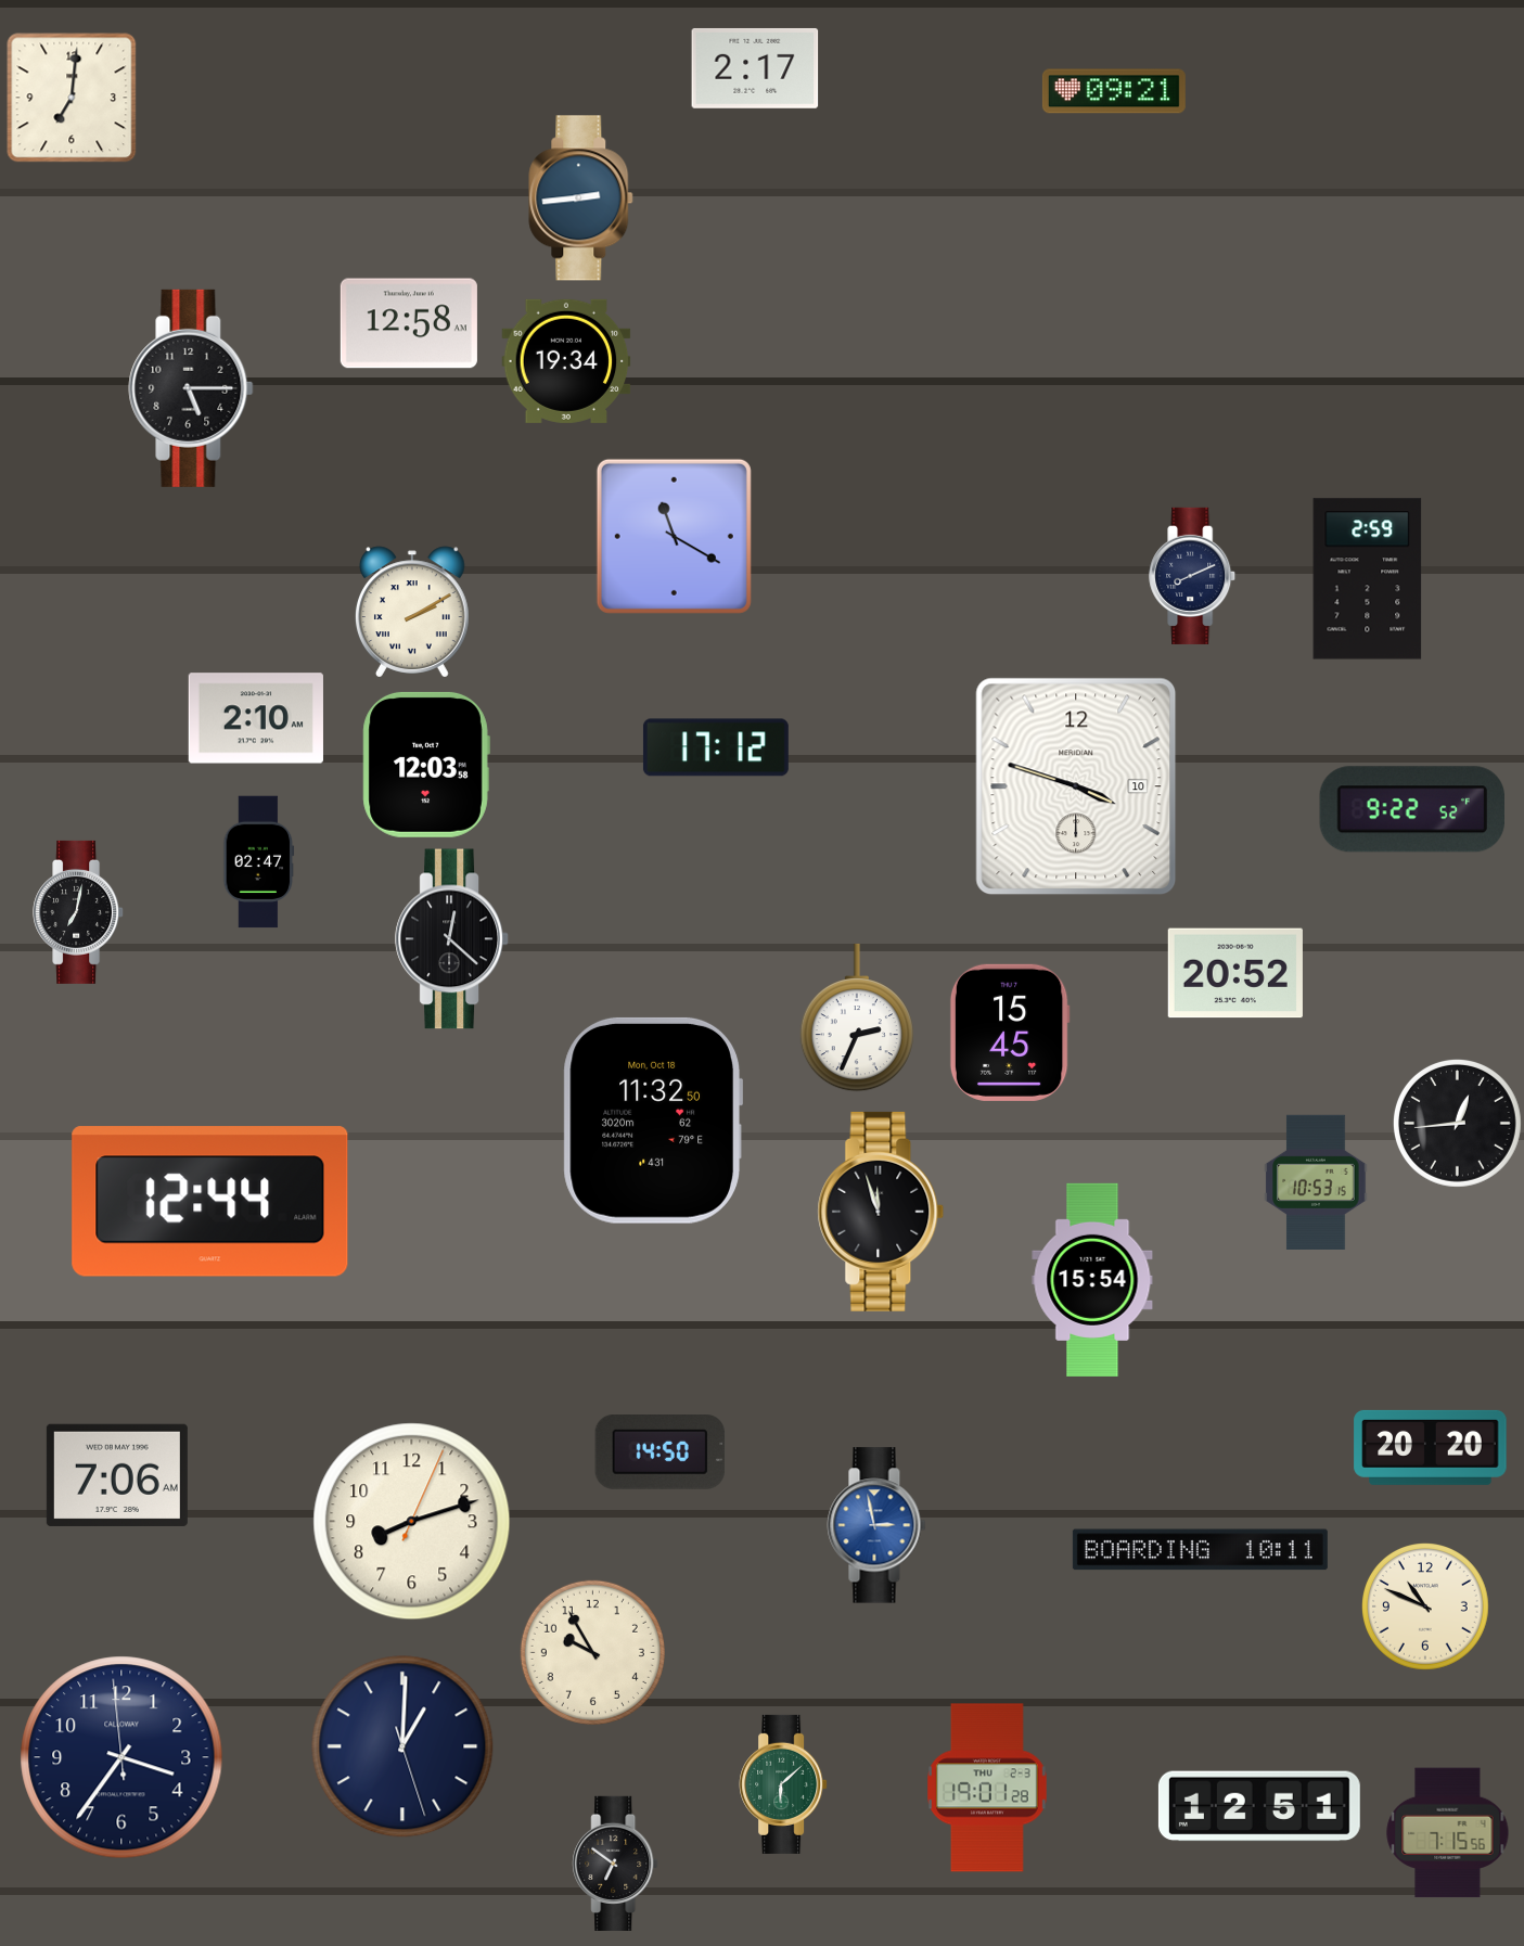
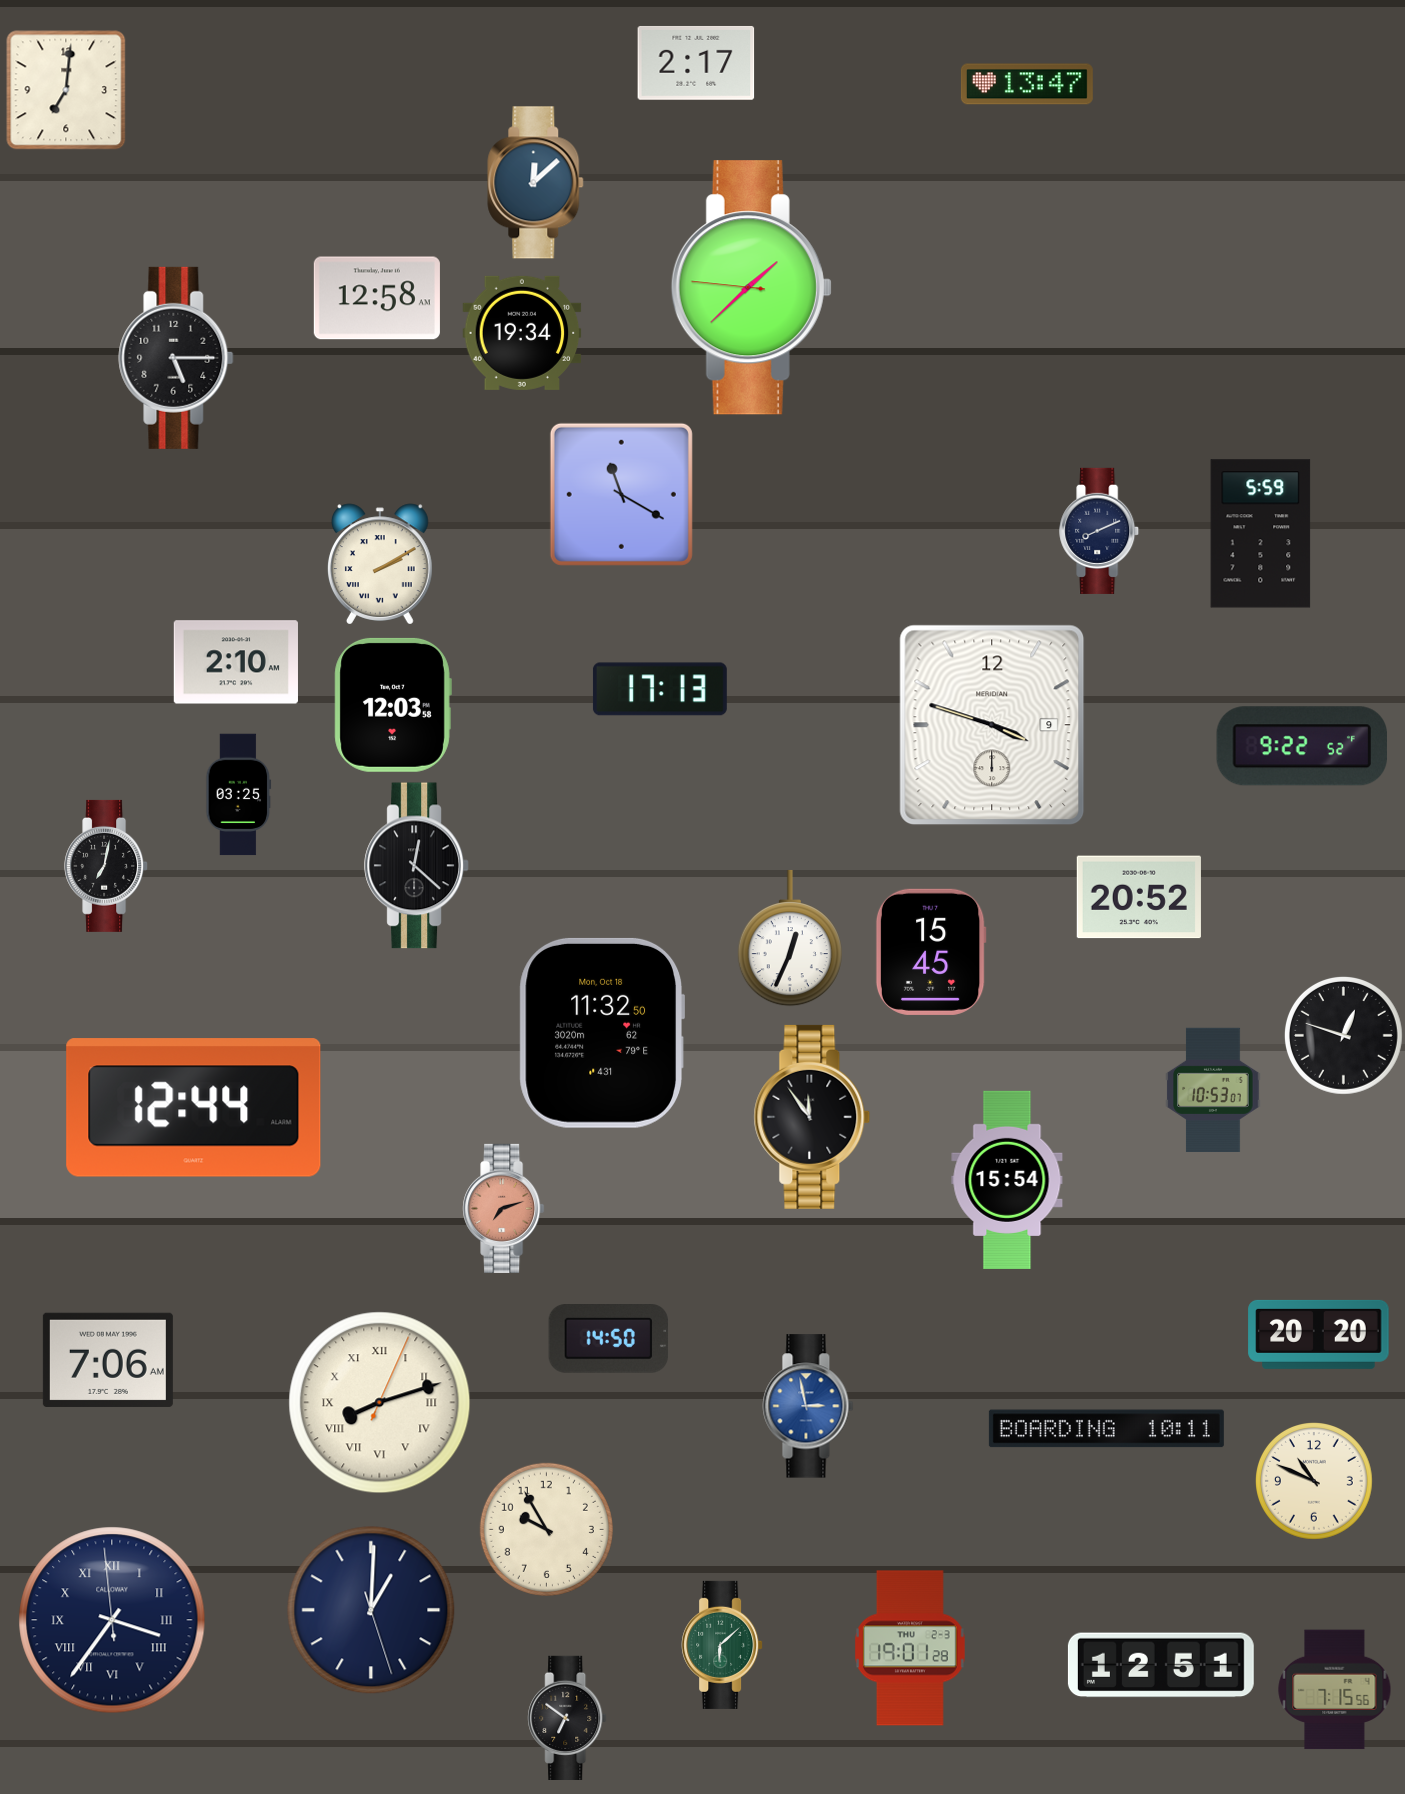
clock at (1114, 91): 09:21 -> 13:47
clock at (581, 199): 2:44 -> 12:08
clock at (751, 288): none -> 1:37
clock at (1368, 579): 2:59 -> 5:59
clock at (716, 747): 17:12 -> 17:13
clock at (1076, 786) date: 10 -> 9
clock at (259, 862): 02:47 -> 03:25
clock at (79, 912) position: (79, 912) -> (107, 866)
clock at (857, 1017): 2:34 -> 12:34
clock at (1457, 1123): 12:44 -> 12:48
clock at (1316, 1181): 10:53:15 -> 10:53:07
clock at (881, 1212): 11:57 -> 11:54
clock at (504, 1208): none -> 7:12
clock at (412, 1522) numerals: Arabic -> Roman
clock at (592, 1652) position: (592, 1652) -> (546, 1529)
clock at (121, 1757) numerals: Arabic -> Roman
